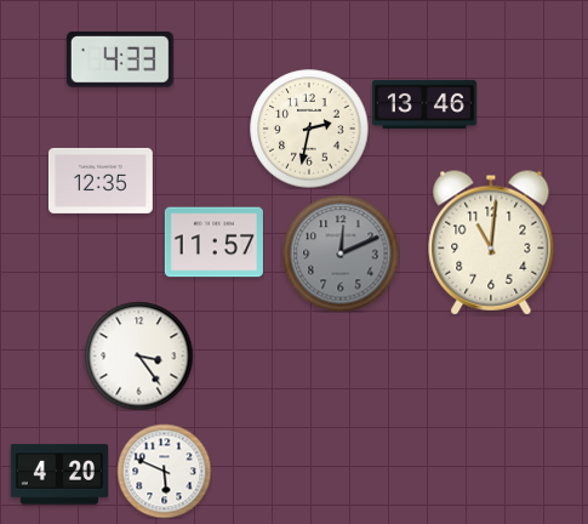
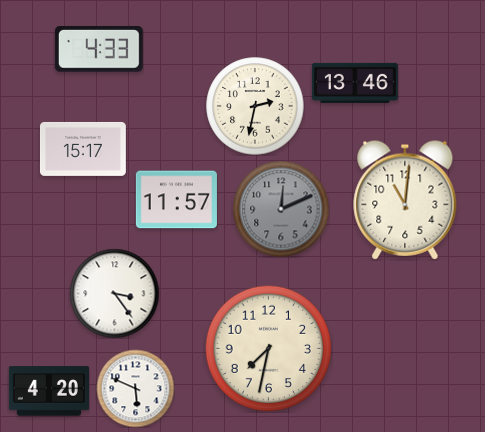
clock at (424, 104) position: (424, 104) -> (355, 83)
clock at (101, 181): 12:35 -> 15:17
clock at (268, 348): none -> 7:32
